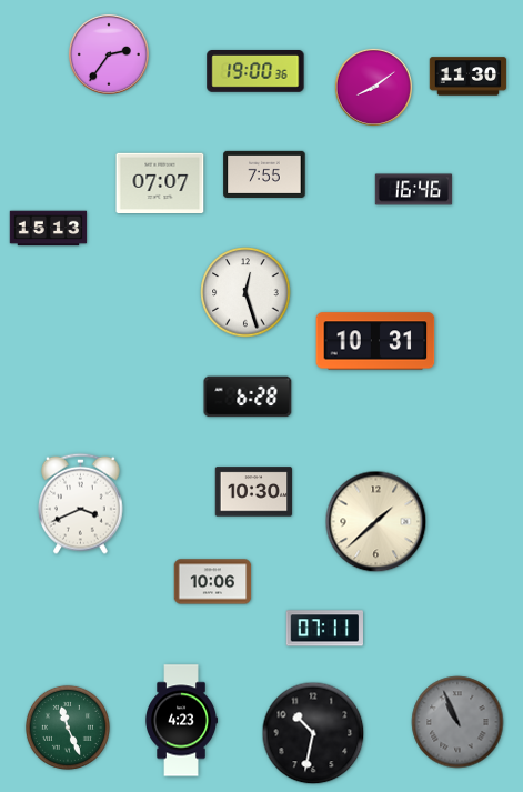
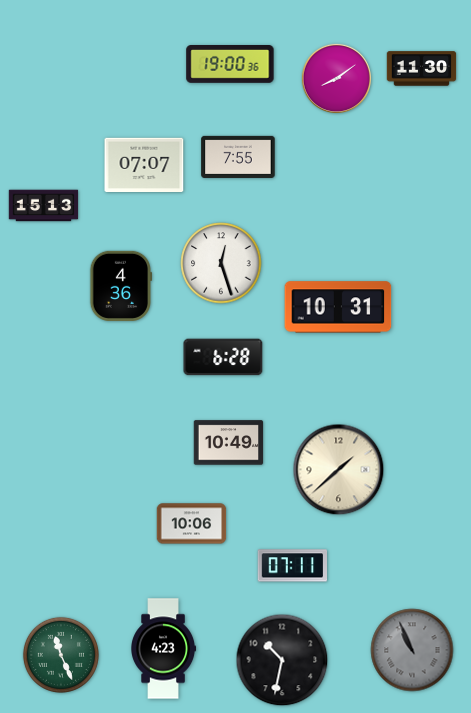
clock at (109, 54): 2:36 -> none
clock at (414, 190): 16:46 -> none
clock at (121, 286): none -> 4:36
clock at (254, 492): 10:30 -> 10:49
clock at (81, 503): 3:41 -> none
